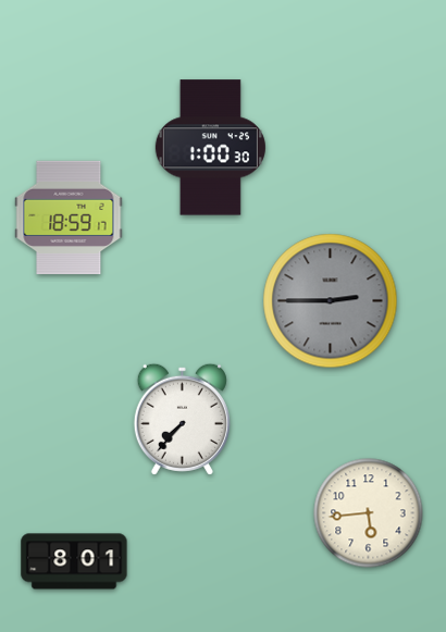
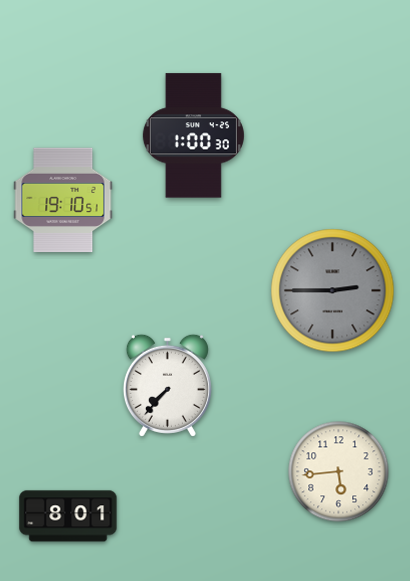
clock at (69, 218): 18:59 -> 19:10
clock at (331, 301) position: (331, 301) -> (333, 291)
